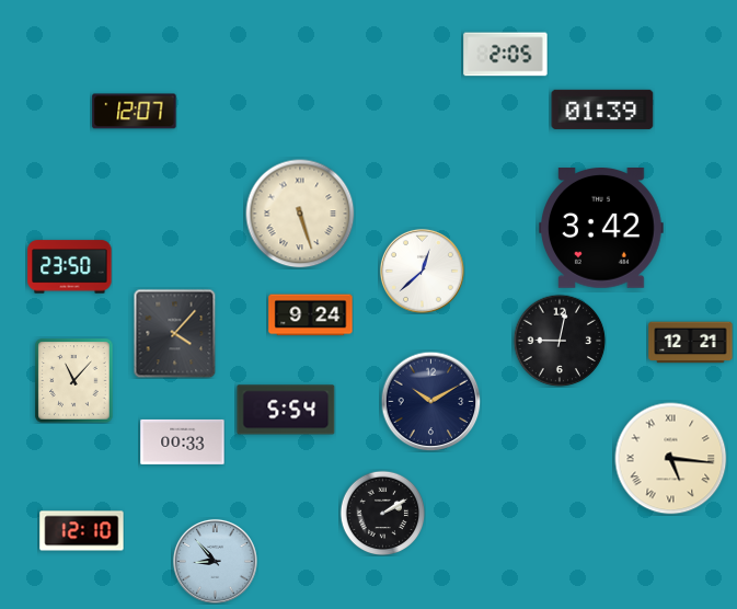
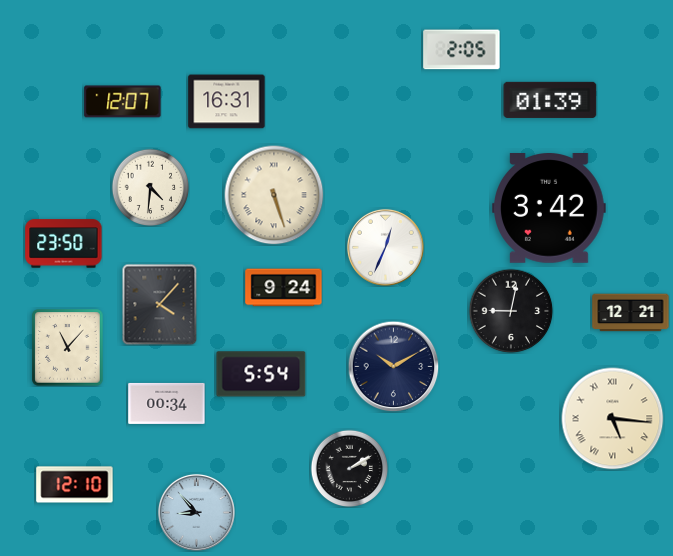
clock at (227, 102): none -> 16:31
clock at (150, 187): none -> 4:31
clock at (422, 271): 12:38 -> 12:34
clock at (183, 441): 00:33 -> 00:34
